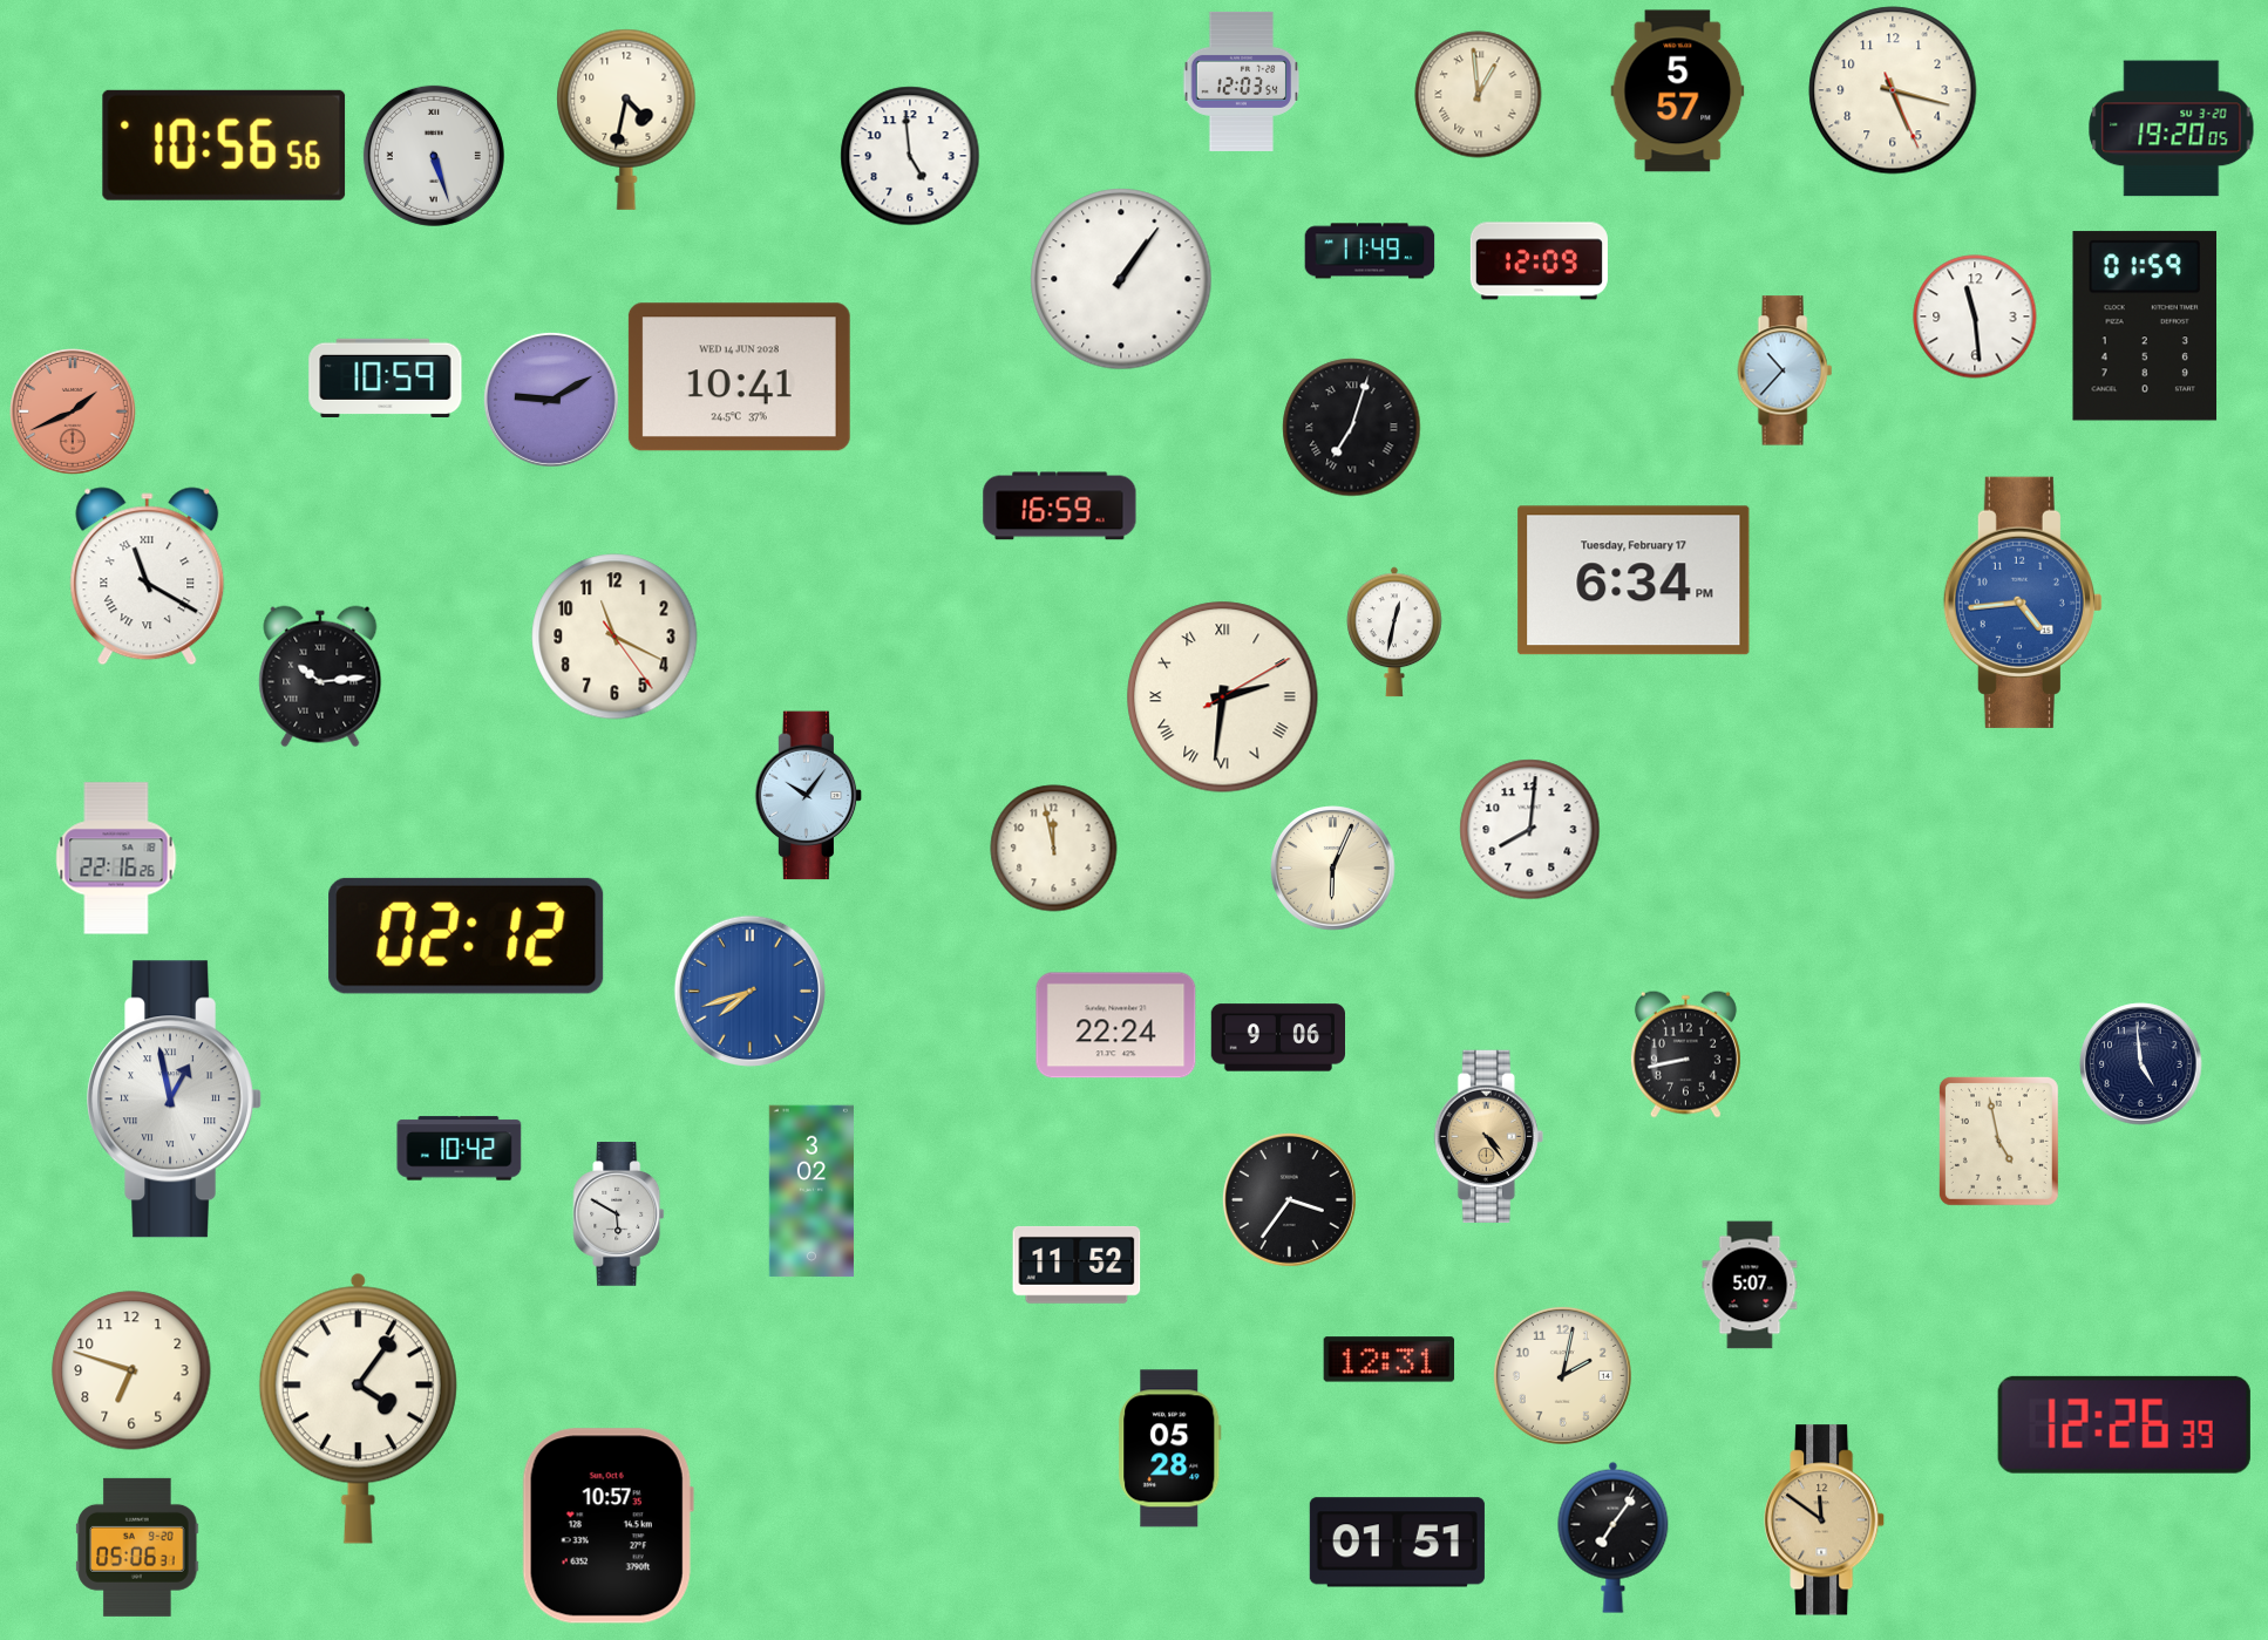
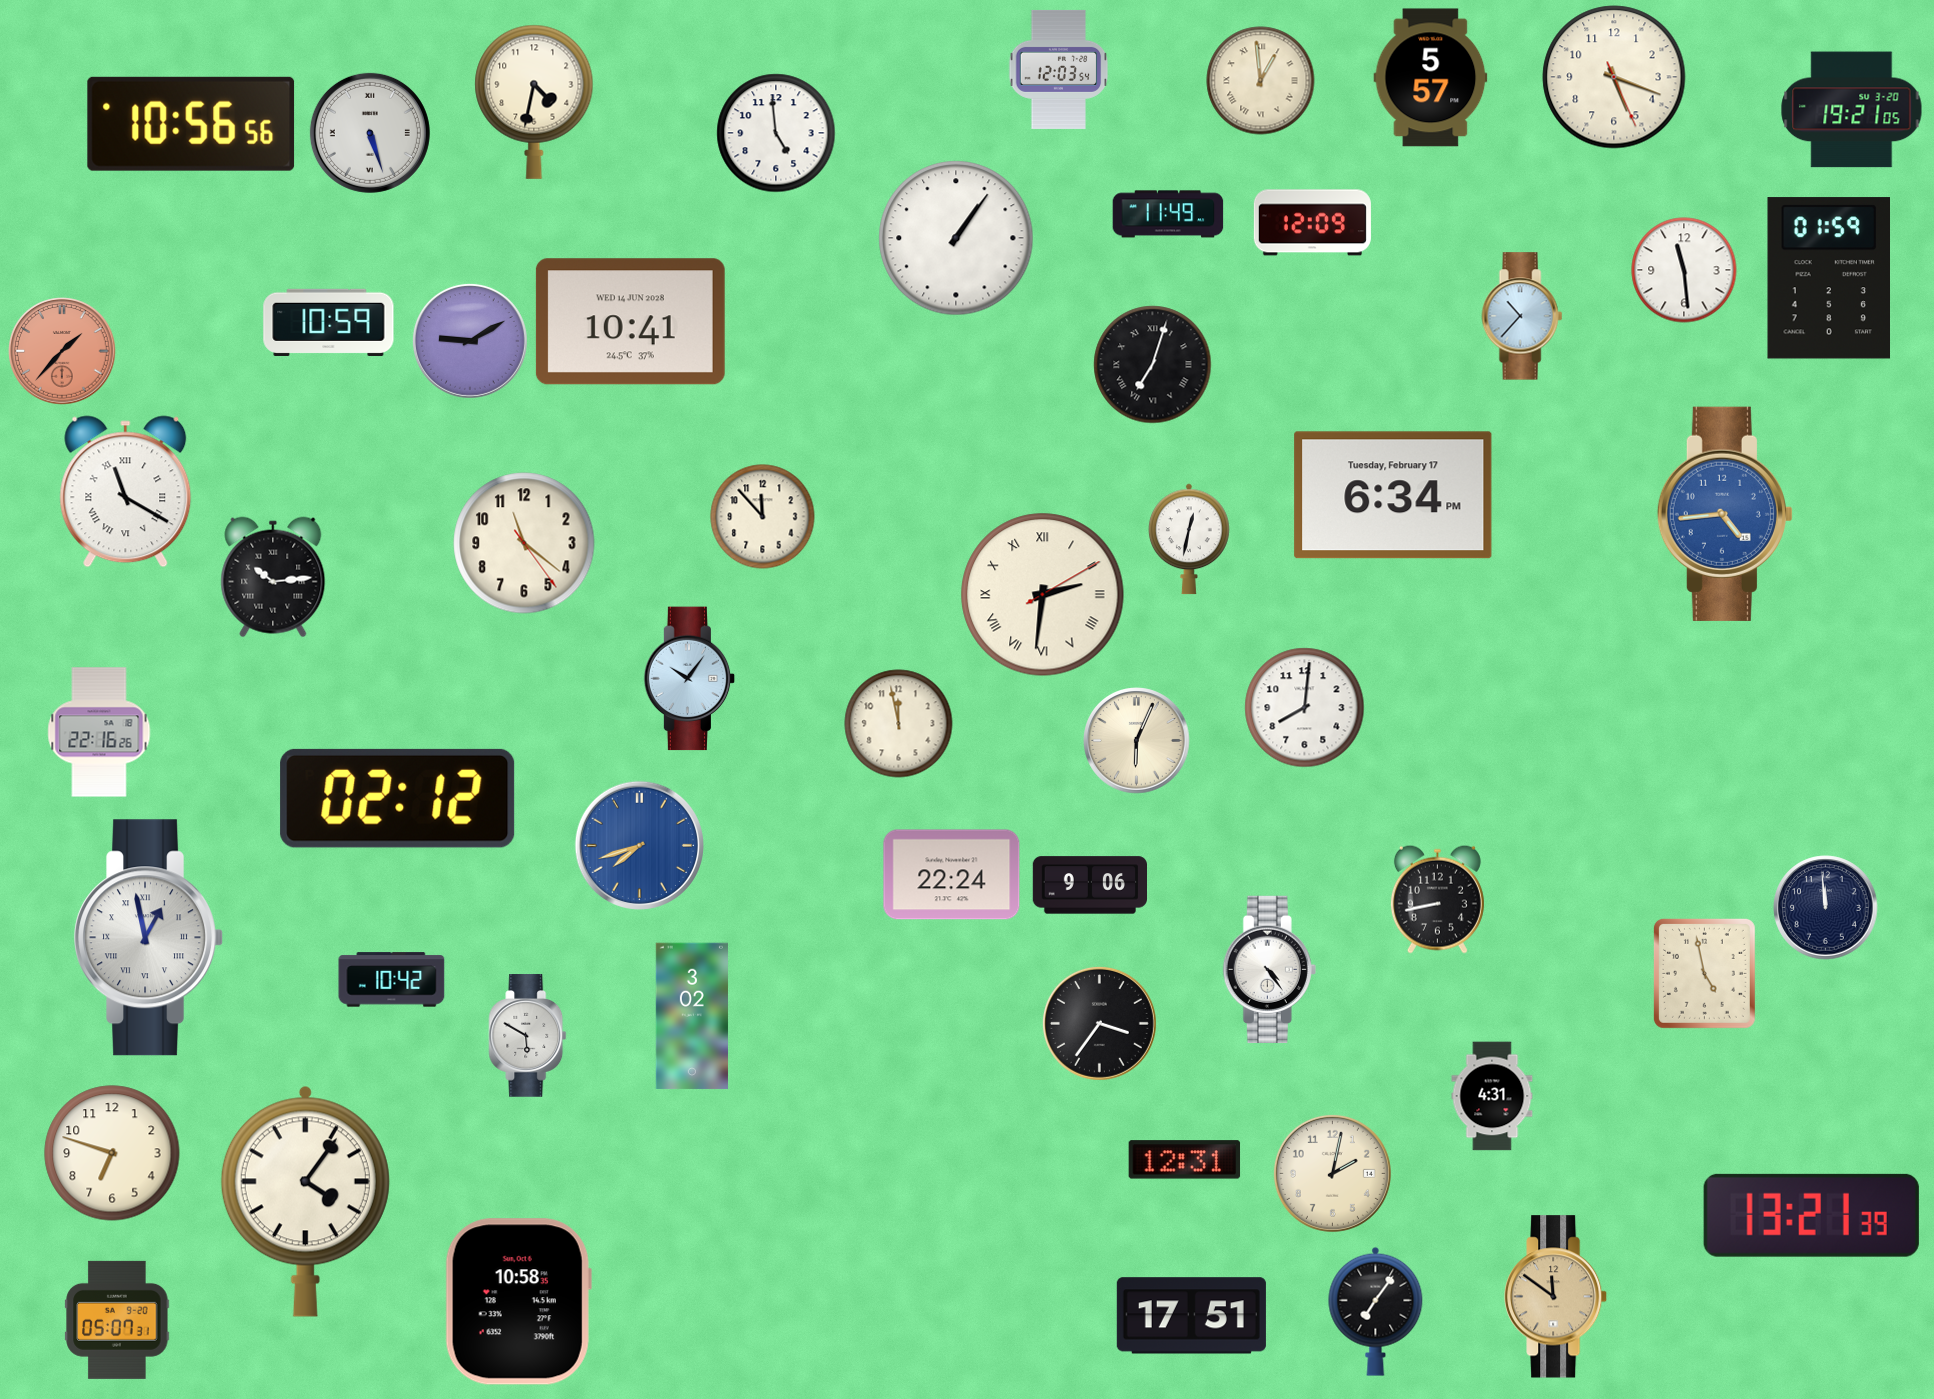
clock at (1893, 90): 5:17 -> 5:18
clock at (2172, 129): 19:20 -> 19:21
clock at (73, 411): 1:41 -> 1:37
clock at (1060, 506): 16:59 -> none
clock at (763, 517): none -> 11:53
clock at (614, 637): 11:19 -> 11:21
clock at (2141, 1064): 4:59 -> 11:59
clock at (1488, 1136) dial: champagne -> white
clock at (1077, 1265): 11:52 -> none
clock at (1750, 1285): 5:07 -> 4:31
clock at (131, 1370) position: (131, 1370) -> (112, 1153)
clock at (2124, 1424): 12:26 -> 13:21
clock at (1170, 1449): 05:28 -> none
clock at (607, 1526): 10:57 -> 10:58
clock at (1397, 1543): 01:51 -> 17:51
clock at (137, 1547): 05:06 -> 05:07
